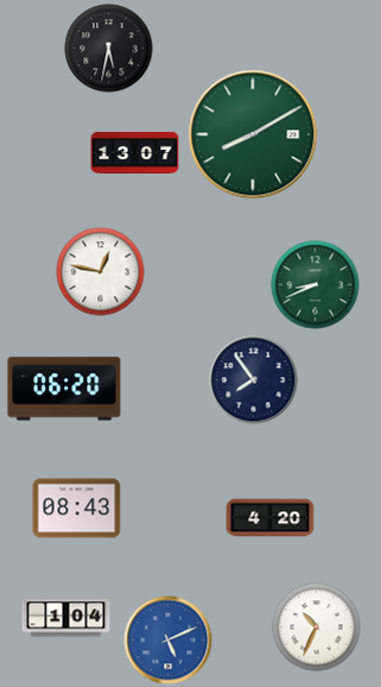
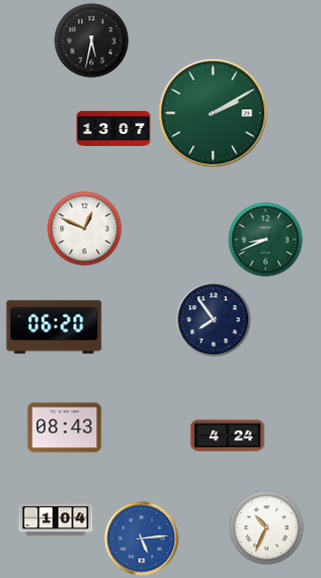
clock at (253, 134): 8:10 -> 2:10
clock at (101, 272): 12:47 -> 12:49
clock at (271, 518): 4:20 -> 4:24
clock at (169, 641): 5:11 -> 5:14
